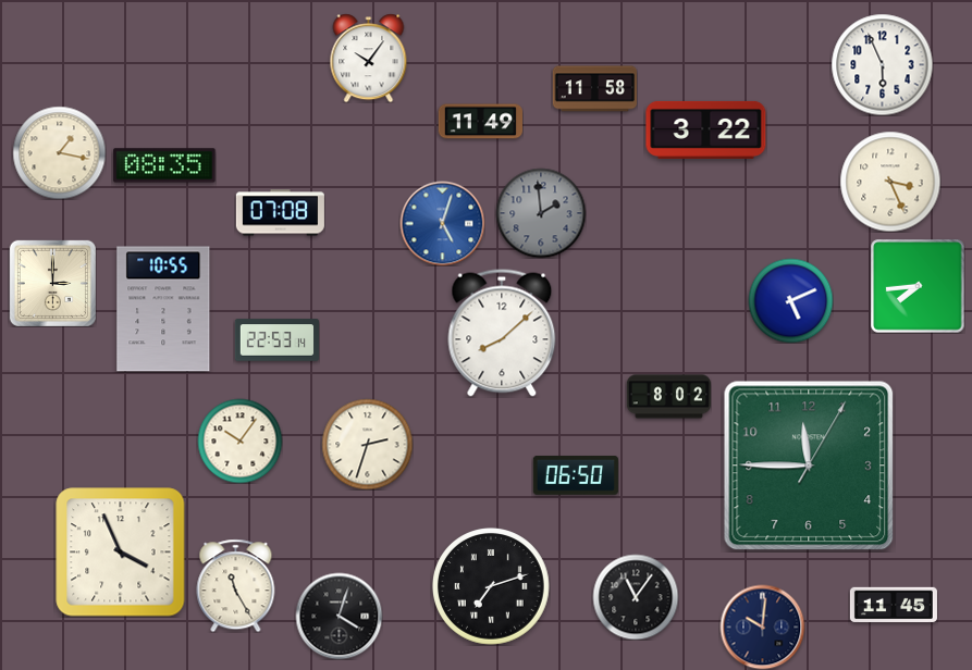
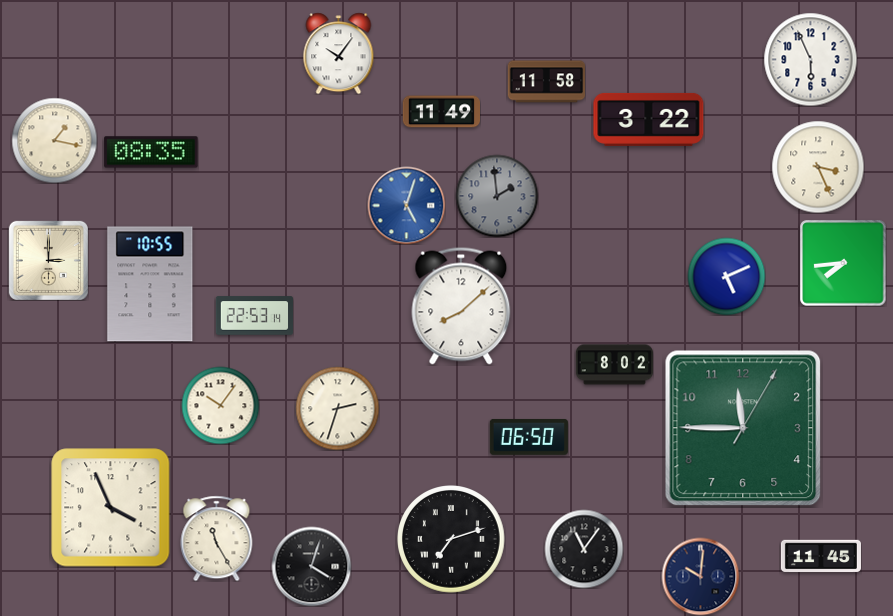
clock at (280, 213): 07:08 -> none
clock at (276, 340) position: (276, 340) -> (254, 316)
